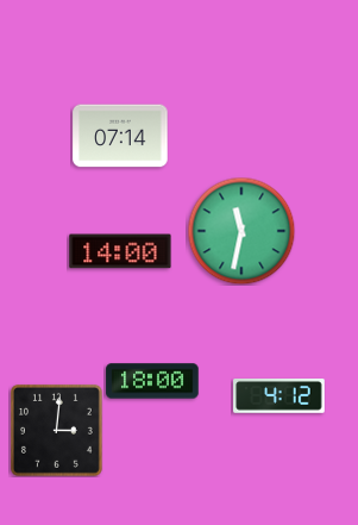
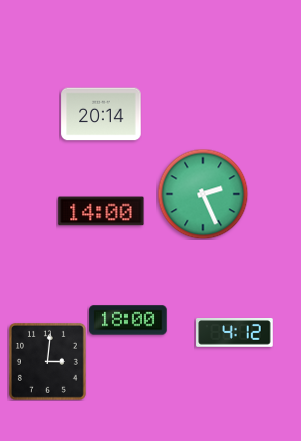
clock at (120, 136): 07:14 -> 20:14
clock at (241, 231): 11:32 -> 2:26
